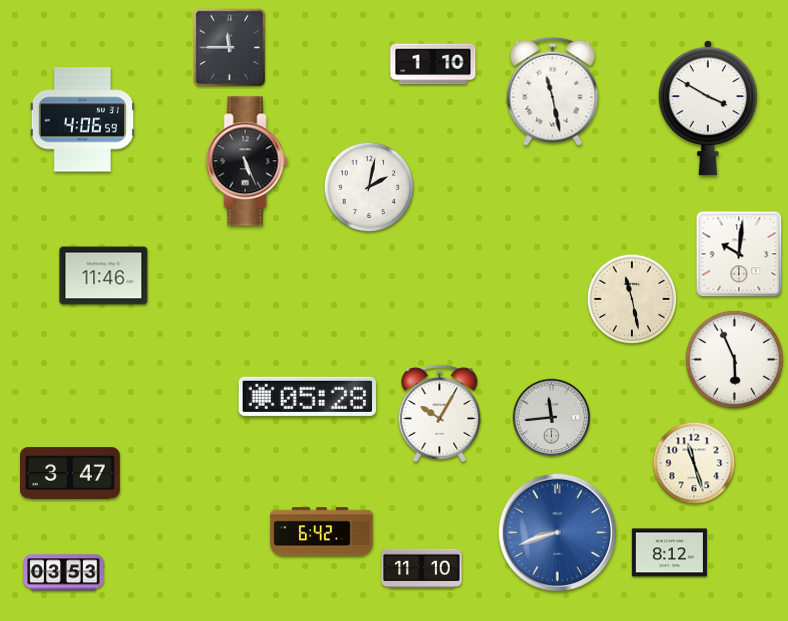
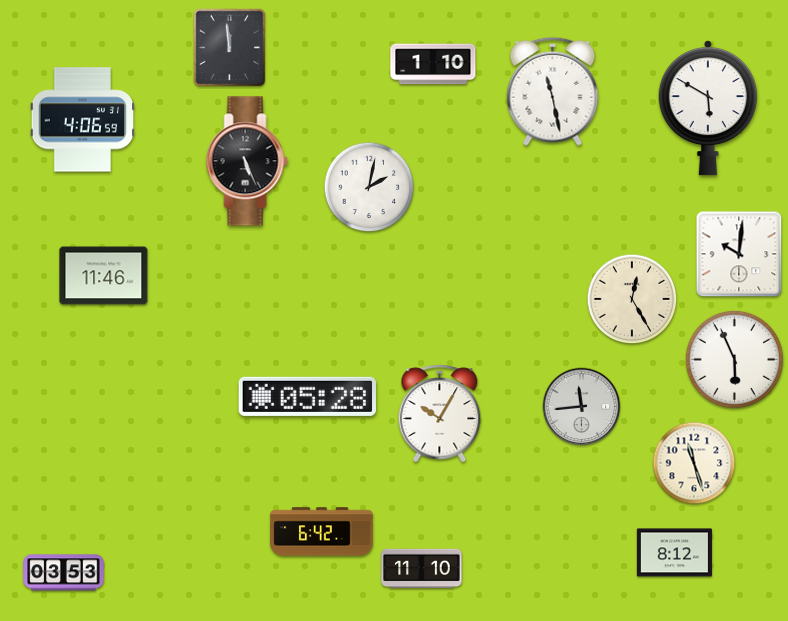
clock at (230, 48): 11:45 -> 11:59
clock at (708, 108): 3:50 -> 5:50
clock at (632, 299): 11:28 -> 12:25
clock at (552, 418) position: (552, 418) -> (582, 407)
clock at (71, 473): 3:47 -> none
clock at (557, 532): 8:42 -> none
clock at (669, 553) position: (669, 553) -> (674, 553)
